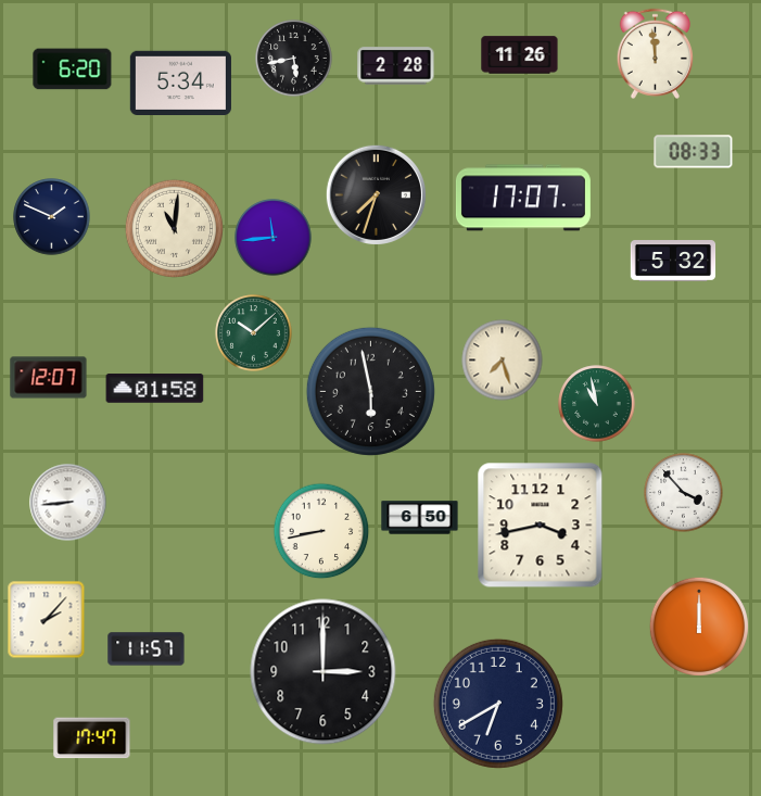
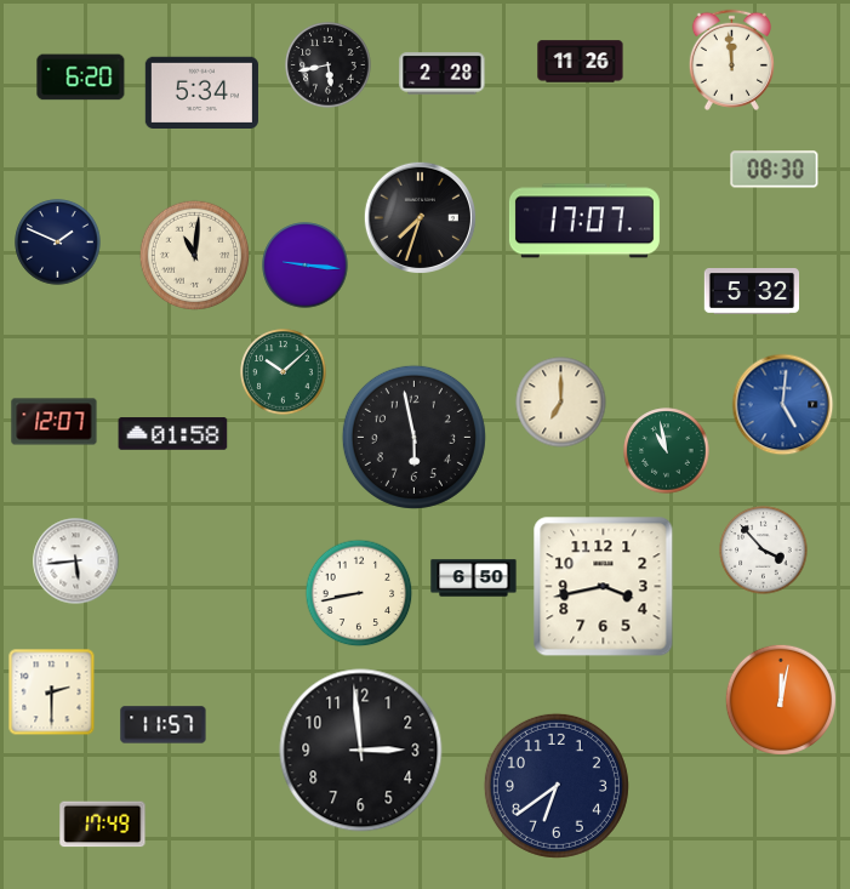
clock at (694, 152): 08:33 -> 08:30
clock at (274, 238): 11:44 -> 9:16
clock at (503, 361): 7:27 -> 7:00
clock at (783, 405): none -> 5:01
clock at (68, 503): 8:44 -> 5:44
clock at (420, 518) position: (420, 518) -> (474, 579)
clock at (47, 620): 2:07 -> 2:30
clock at (699, 627): 12:00 -> 12:02
clock at (324, 672): 3:00 -> 2:59
clock at (498, 704): 6:40 -> 6:39
clock at (92, 738): 17:47 -> 17:49
